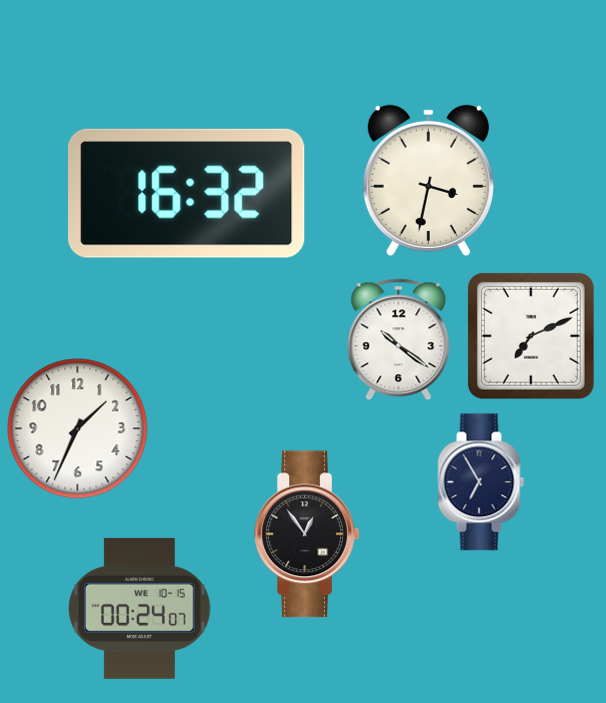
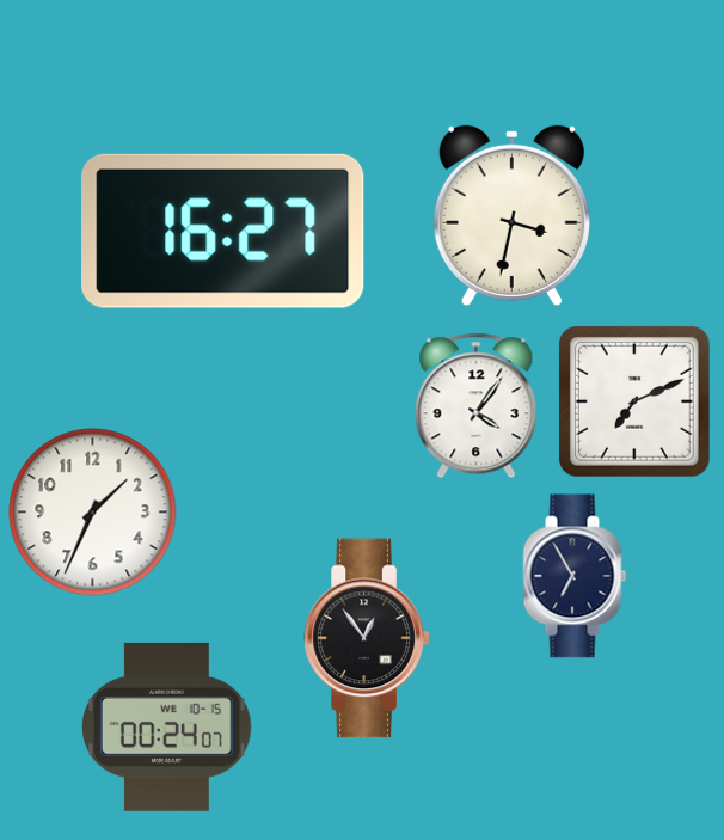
clock at (187, 193): 16:32 -> 16:27
clock at (399, 340): 10:21 -> 4:06
